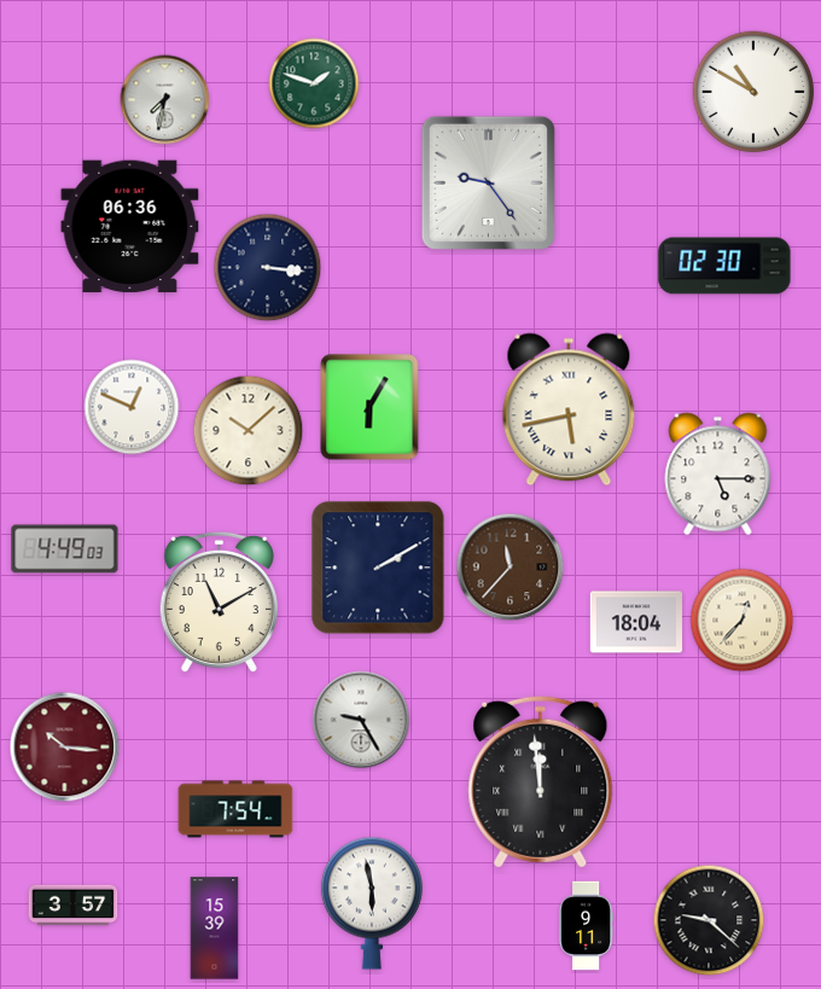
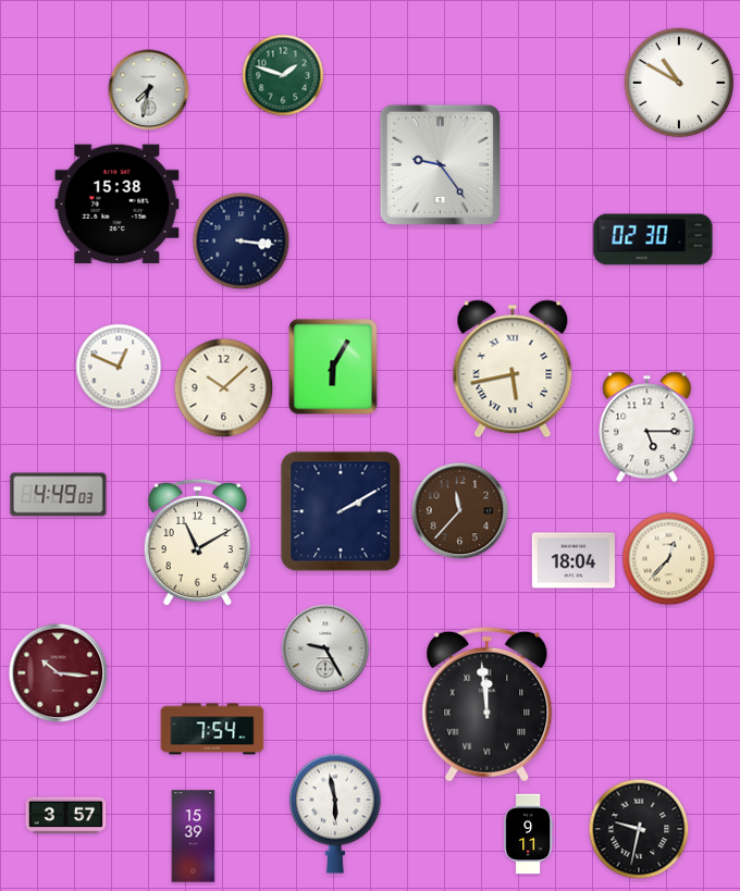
clock at (130, 227): 06:36 -> 15:38
clock at (709, 920): 9:22 -> 9:32
